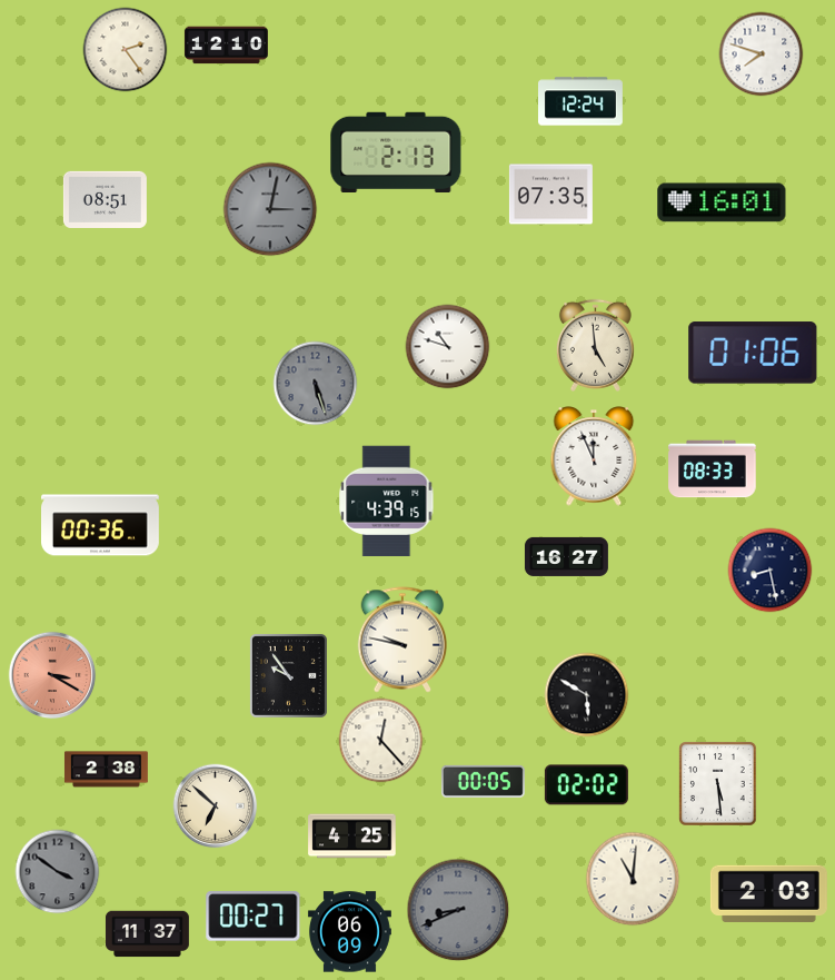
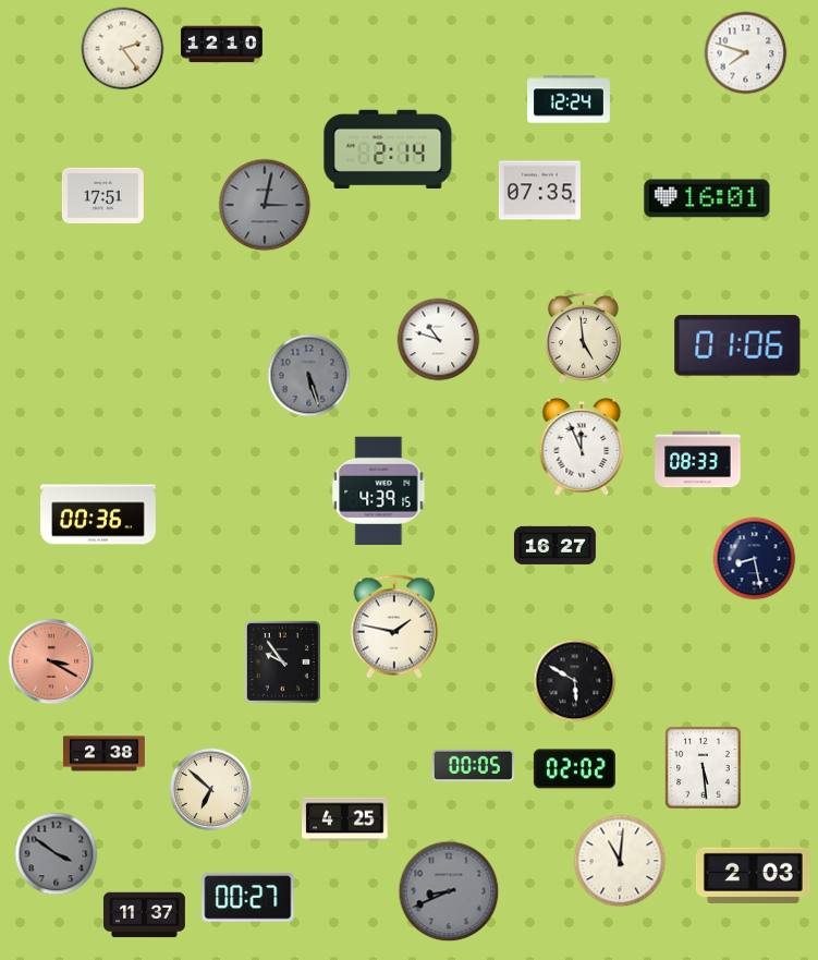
clock at (396, 151): 2:13 -> 2:14
clock at (105, 199): 08:51 -> 17:51
clock at (402, 640): 9:47 -> 1:47
clock at (381, 741): 12:23 -> none
clock at (349, 932): 06:09 -> none
